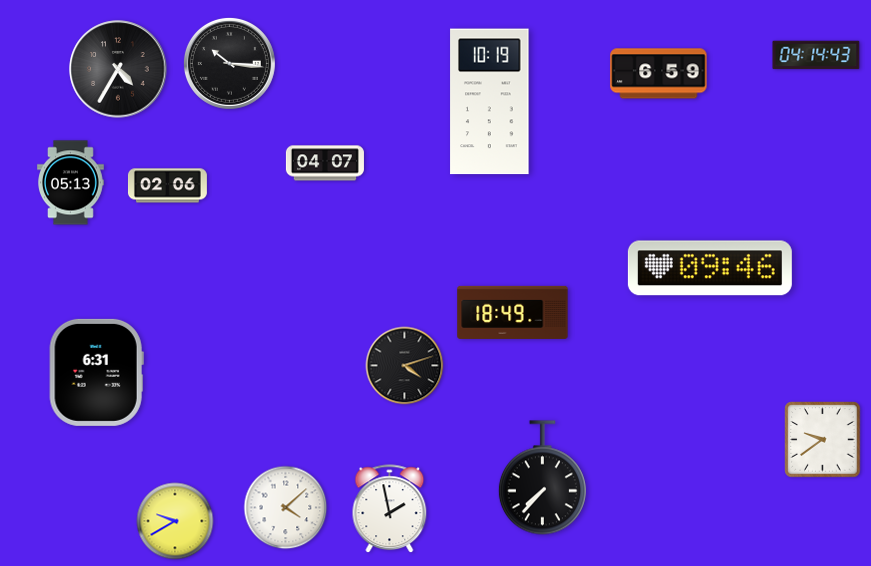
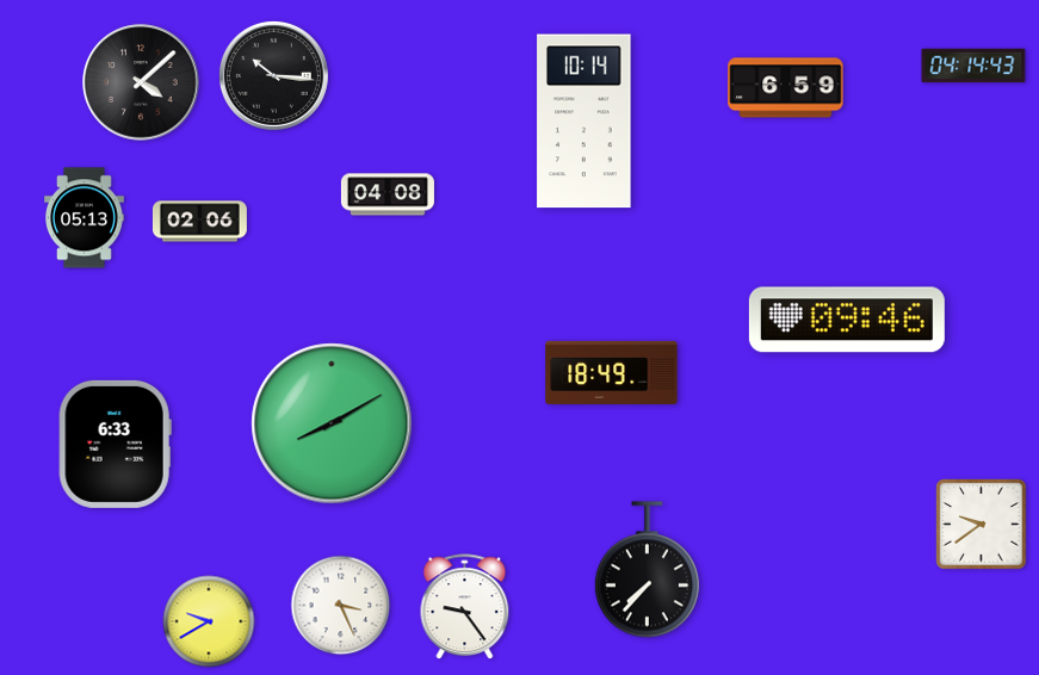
clock at (118, 69): 4:35 -> 4:08
clock at (490, 102): 10:19 -> 10:14
clock at (325, 163): 04:07 -> 04:08
clock at (332, 423): none -> 8:10
clock at (405, 366): 4:12 -> none
clock at (96, 372): 6:31 -> 6:33
clock at (286, 508): 4:08 -> 3:26
clock at (390, 509): 1:58 -> 9:24
